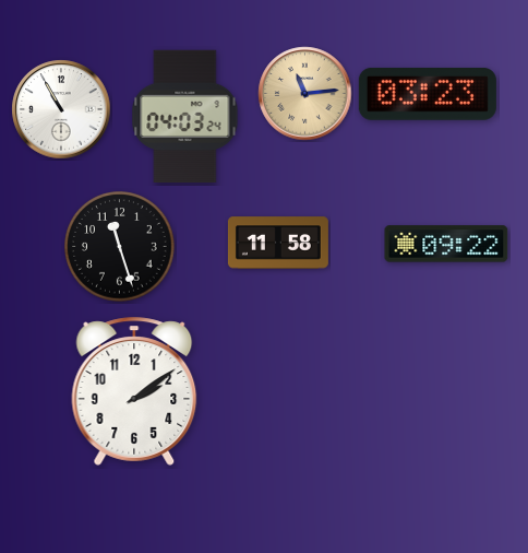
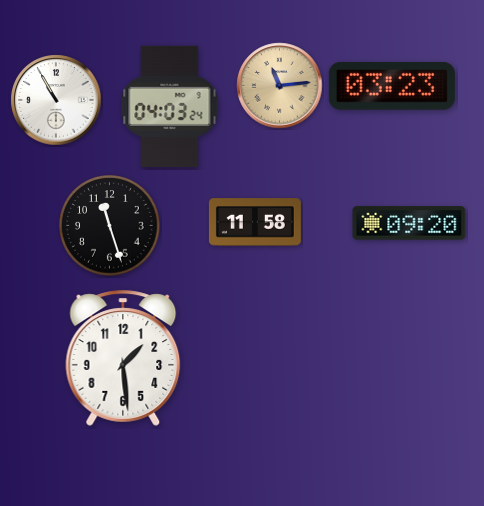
clock at (446, 244): 09:22 -> 09:20
clock at (134, 391): 2:09 -> 1:29
